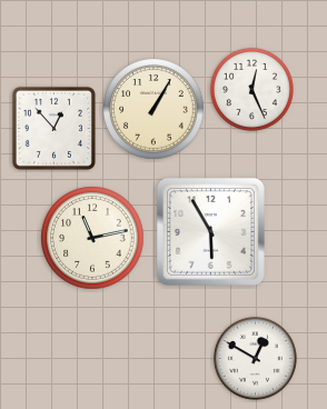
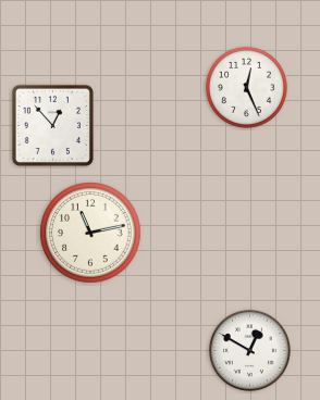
clock at (153, 109): 1:05 -> none
clock at (210, 231): 5:55 -> none
